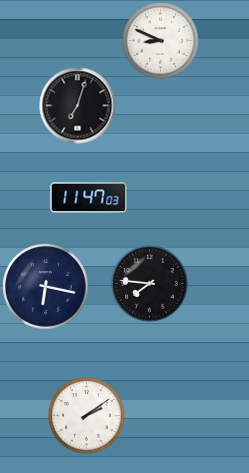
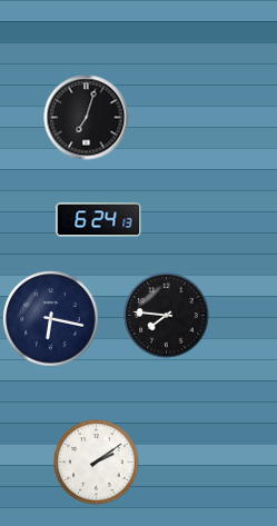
clock at (161, 41): 8:49 -> none
clock at (89, 198): 11:47 -> 6:24
